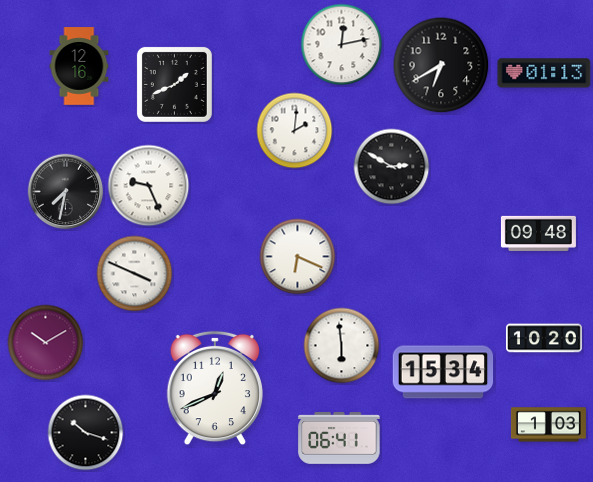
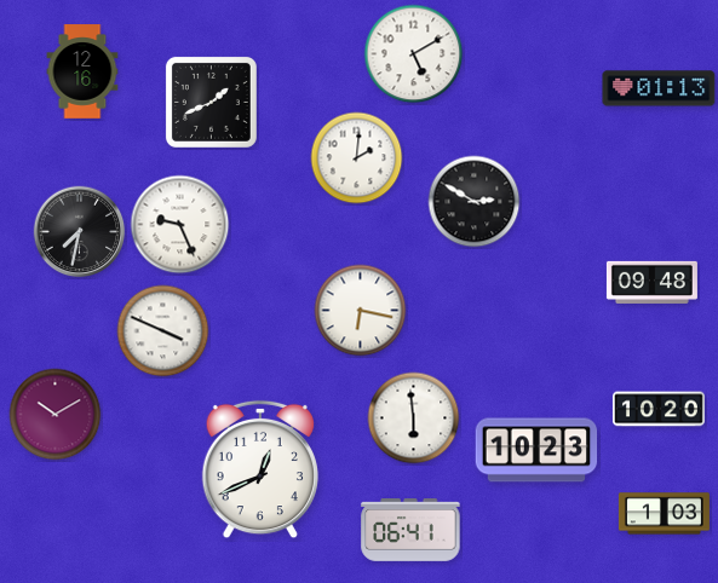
clock at (342, 45): 12:13 -> 5:10
clock at (441, 65): 6:40 -> none
clock at (79, 66) position: (79, 66) -> (82, 71)
clock at (298, 257): 6:19 -> 6:17
clock at (443, 372): 15:34 -> 10:23
clock at (86, 433): 10:18 -> none
